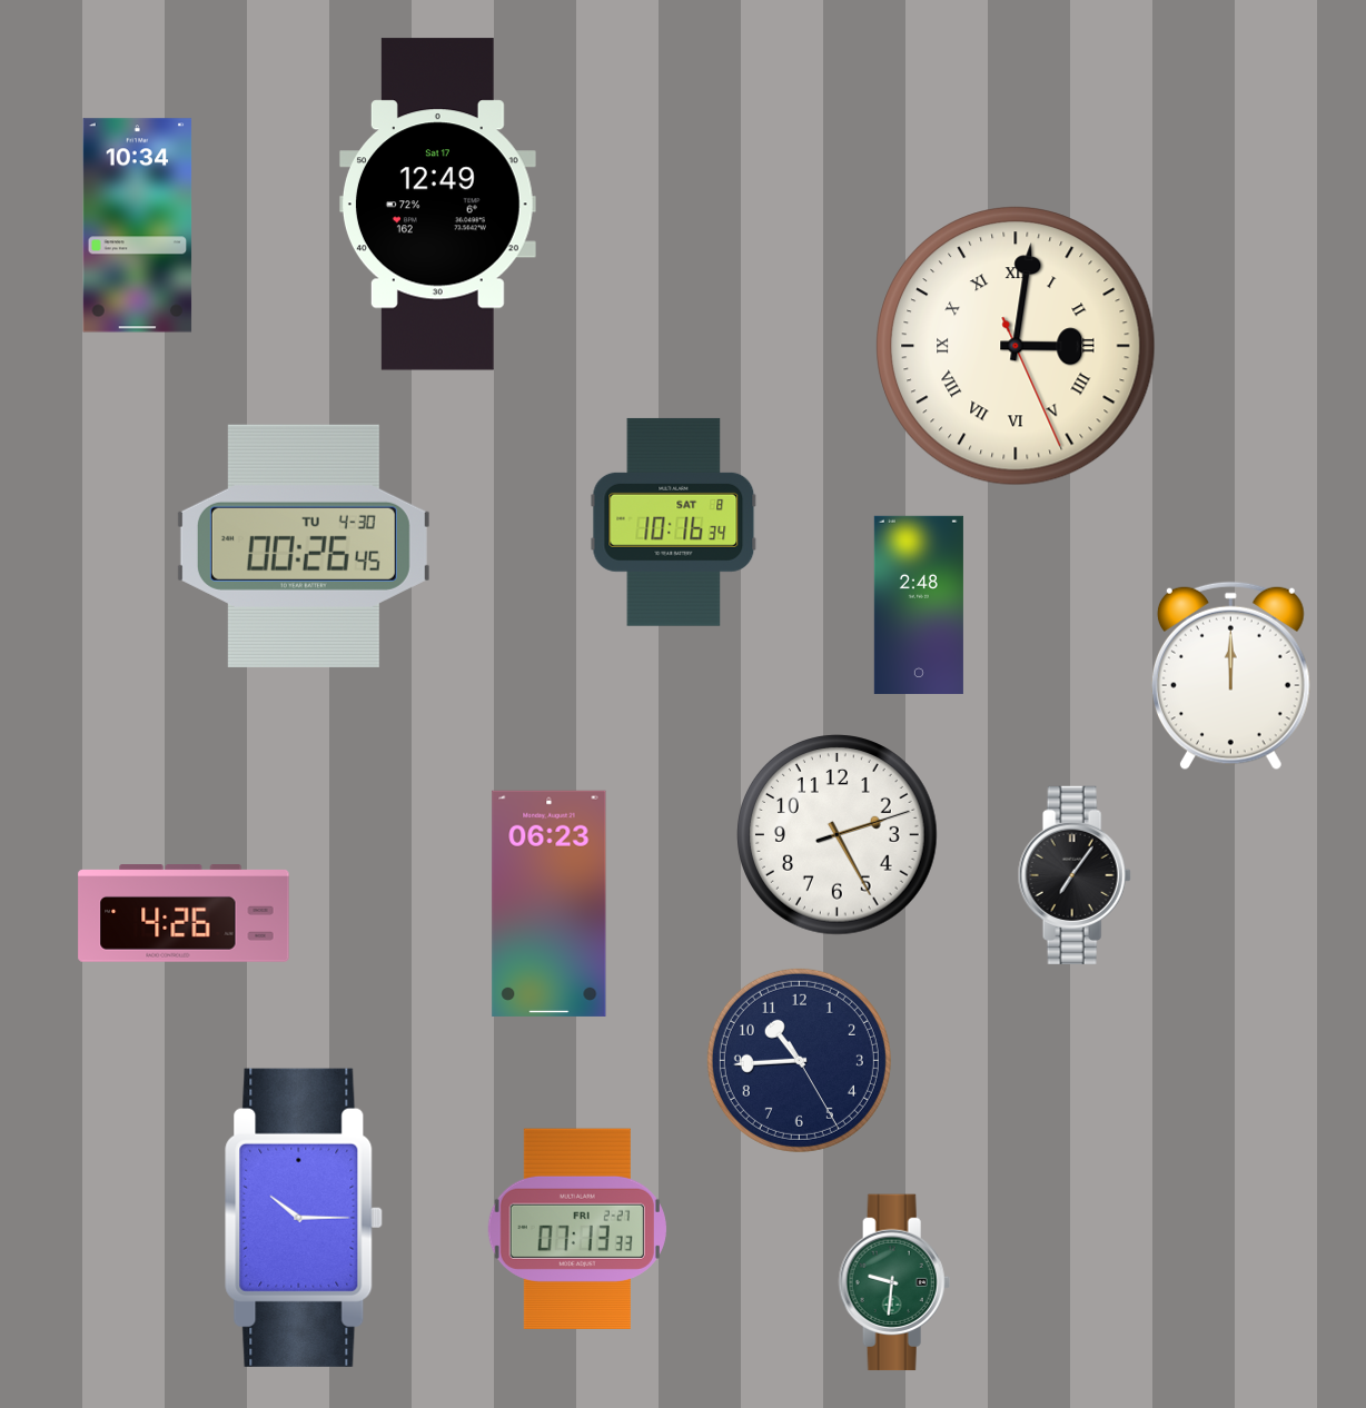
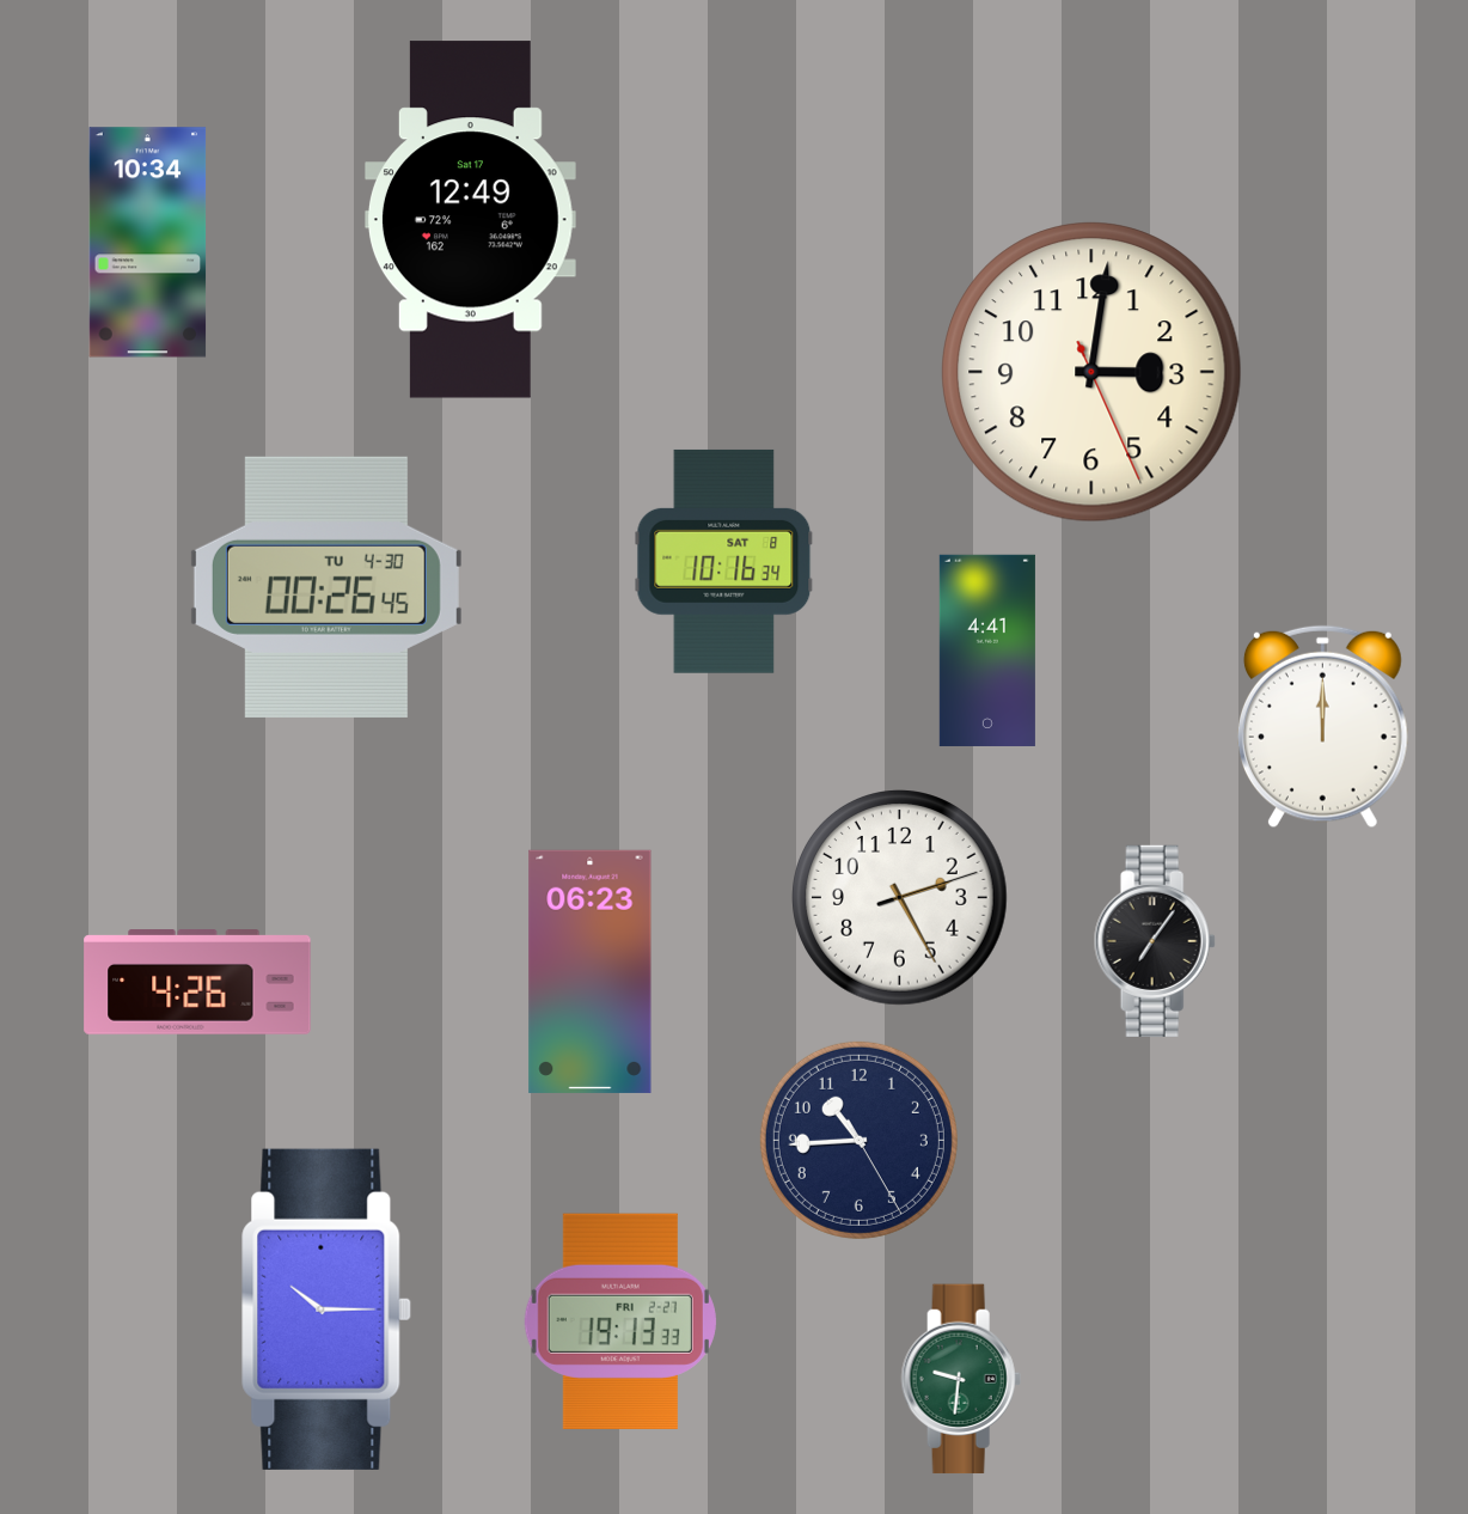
clock at (1016, 346) numerals: Roman -> Arabic
clock at (919, 605): 2:48 -> 4:41
clock at (577, 1229): 07:13 -> 19:13
